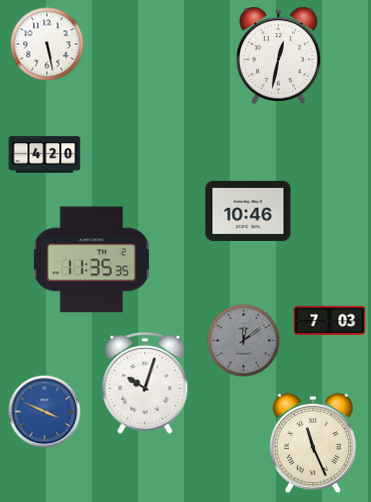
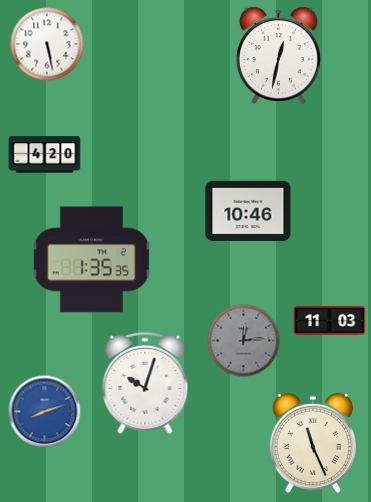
clock at (91, 260): 11:35 -> 1:35
clock at (330, 320): 7:03 -> 11:03
clock at (244, 341): 12:09 -> 12:14
clock at (45, 412): 3:49 -> 8:12
